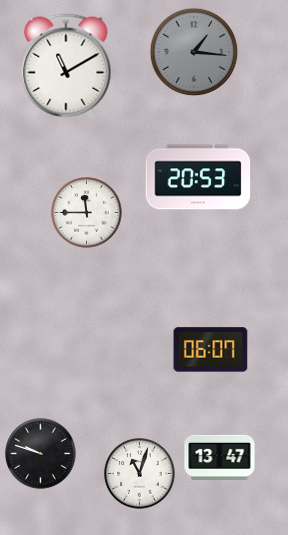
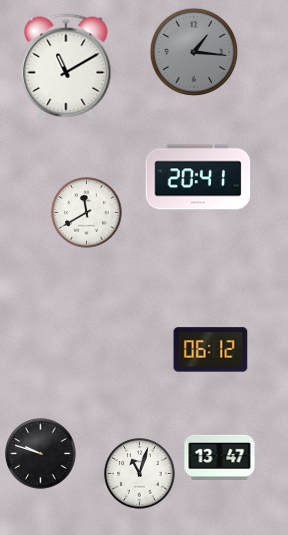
clock at (198, 177): 20:53 -> 20:41
clock at (87, 213): 11:45 -> 11:40
clock at (211, 350): 06:07 -> 06:12
